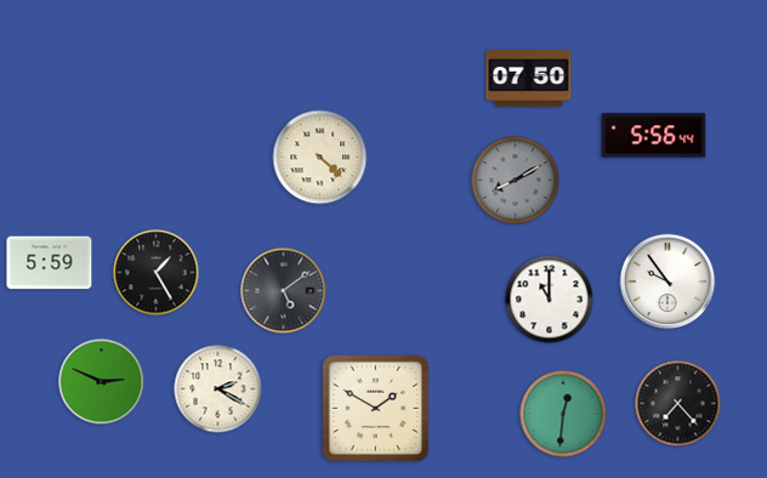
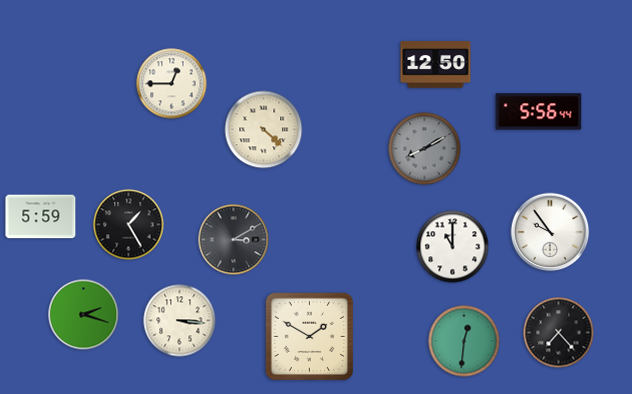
clock at (529, 79): 07:50 -> 12:50
clock at (172, 84): none -> 12:45
clock at (284, 291): 5:09 -> 3:10
clock at (102, 382): 2:49 -> 2:18
clock at (218, 389): 2:20 -> 3:16
